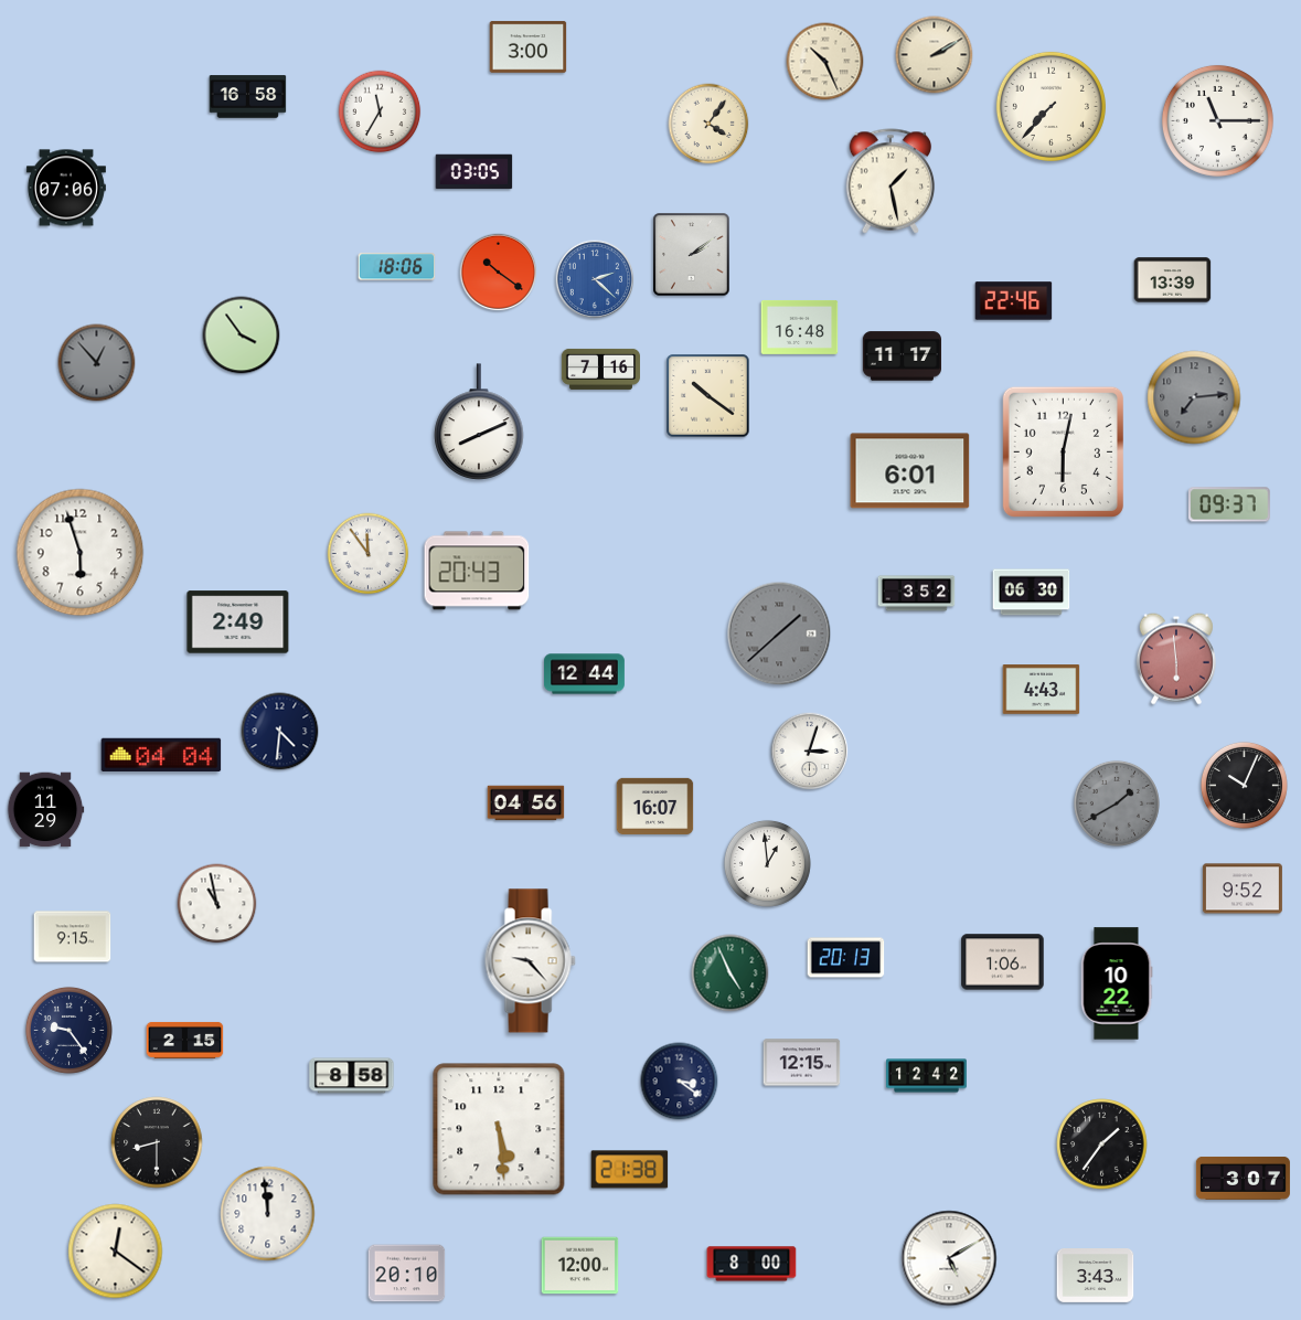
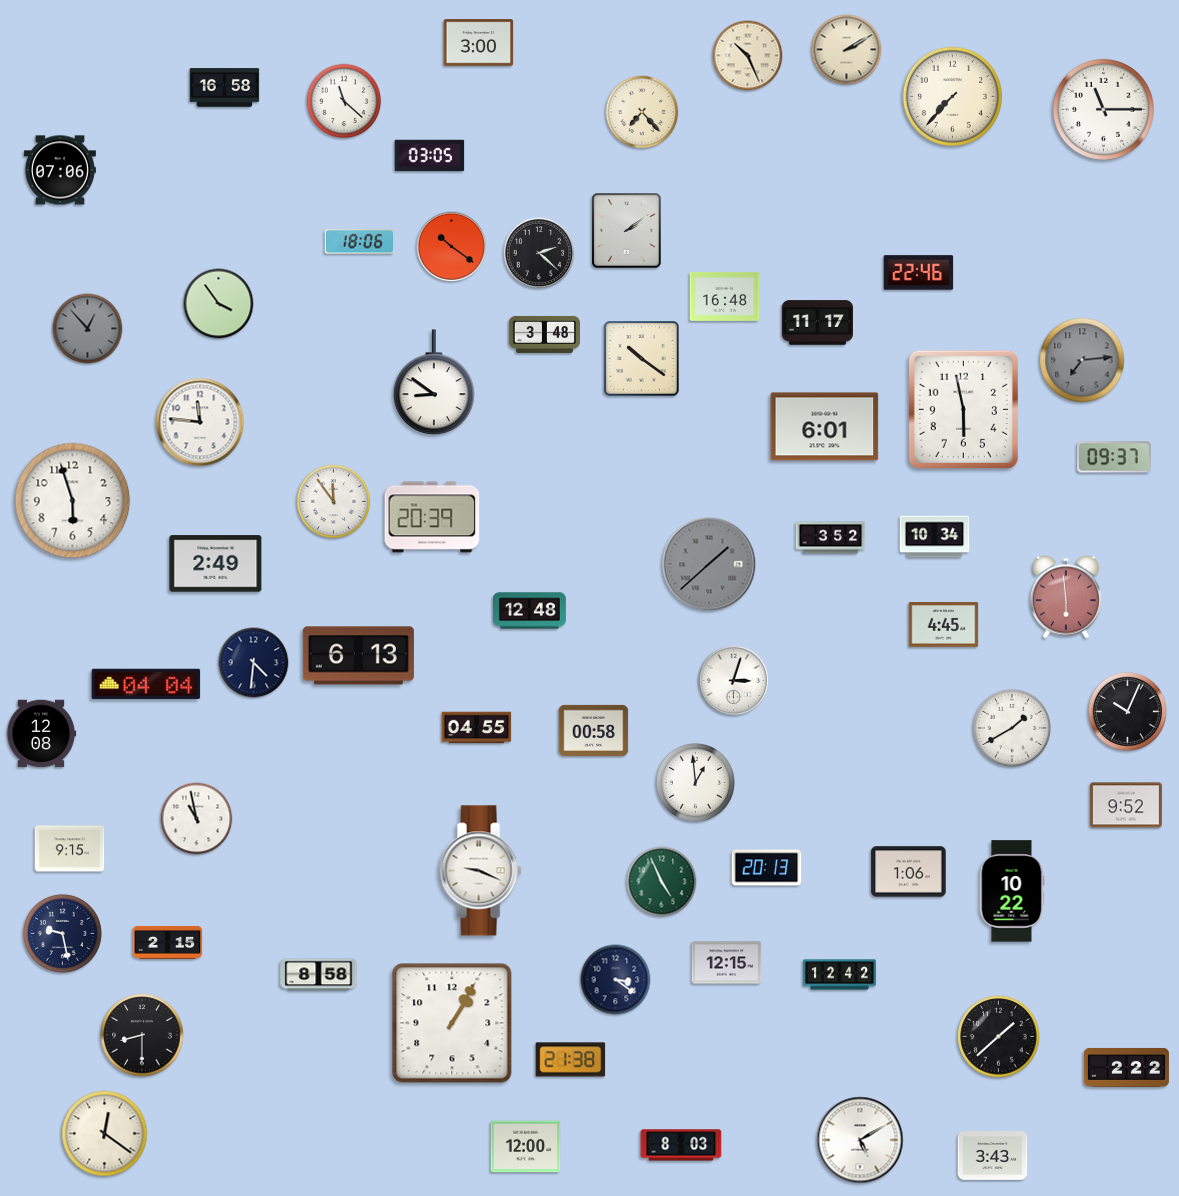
clock at (380, 111): 11:35 -> 11:22
clock at (708, 124): 4:06 -> 7:23
clock at (891, 181): 1:28 -> none
clock at (595, 279) dial: blue -> black
clock at (1173, 280): 13:39 -> none
clock at (600, 369): 7:16 -> 3:48
clock at (479, 422): 8:11 -> 8:51
clock at (1063, 451): 6:02 -> 5:58
clock at (200, 422): none -> 11:46
clock at (477, 571): 20:43 -> 20:39
clock at (1032, 593): 06:30 -> 10:34
clock at (779, 634) position: (779, 634) -> (709, 564)
clock at (585, 674): 12:44 -> 12:48
clock at (1042, 690): 4:43 -> 4:45
clock at (358, 656): none -> 6:13
clock at (526, 803): 04:56 -> 04:55
clock at (1117, 803) dial: grey -> white
clock at (655, 806): 16:07 -> 00:58
clock at (45, 810): 11:29 -> 12:08
clock at (73, 937) position: (73, 937) -> (70, 849)
clock at (530, 961): 9:23 -> 9:19
clock at (68, 1030): 9:24 -> 9:28
clock at (499, 1129): 5:29 -> 1:05
clock at (1102, 1145): 1:36 -> 1:38
clock at (1243, 1179): 3:07 -> 2:22
clock at (268, 1214): 11:59 -> none
clock at (751, 1264): 8:00 -> 8:03
clock at (407, 1274): 20:10 -> none
